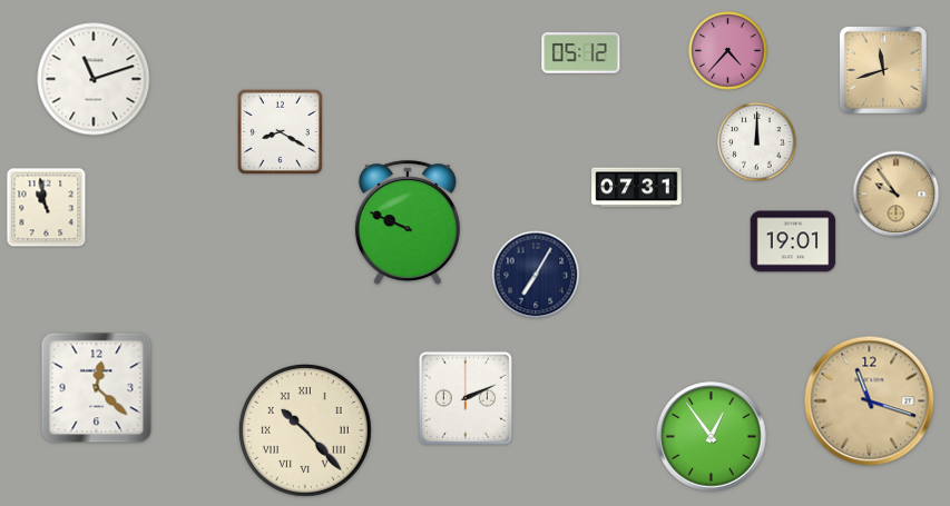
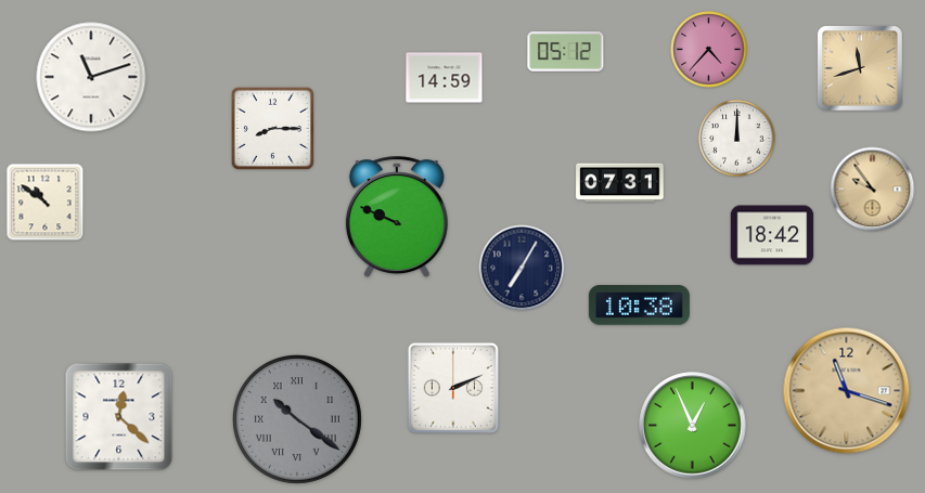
clock at (445, 78): none -> 14:59
clock at (280, 131): 8:20 -> 8:15
clock at (47, 208): 10:58 -> 10:51
clock at (793, 241): 19:01 -> 18:42
clock at (639, 306): none -> 10:38
clock at (97, 388) position: (97, 388) -> (119, 417)
clock at (305, 430): 10:23 -> 10:21
clock at (305, 430) dial: cream -> grey
clock at (712, 437): 12:54 -> 12:56
